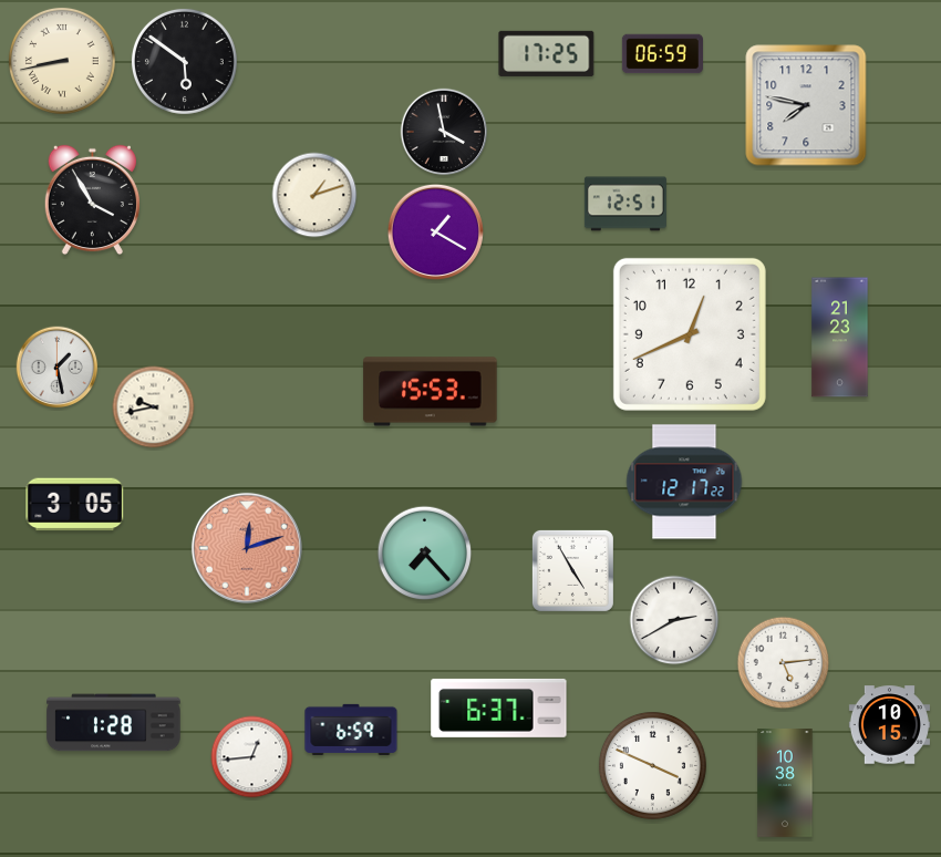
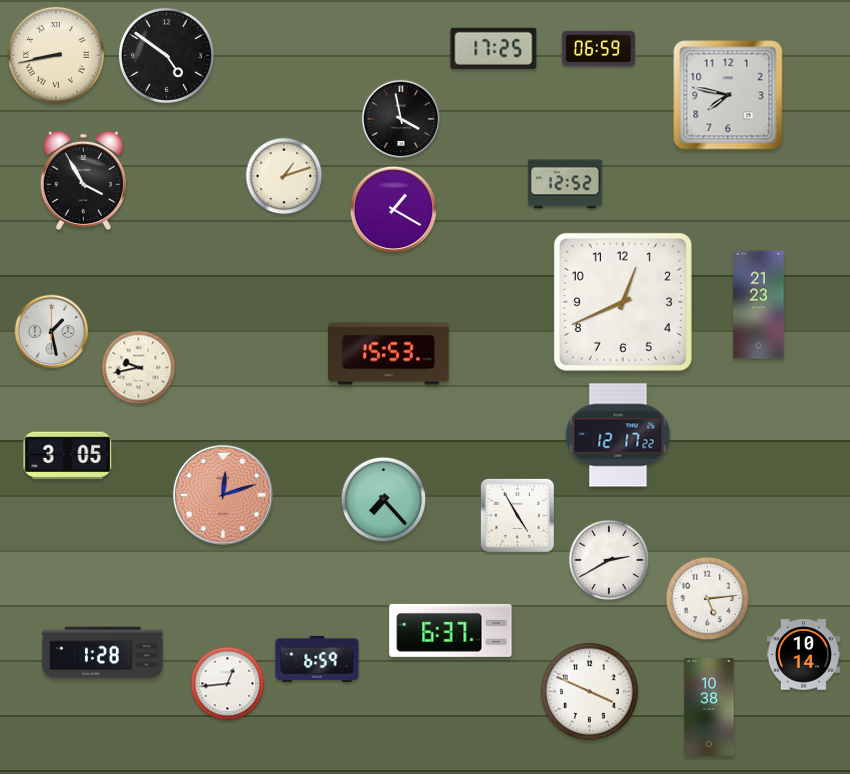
clock at (184, 61): 5:51 -> 4:51
clock at (625, 204): 12:51 -> 12:52
clock at (499, 708) position: (499, 708) -> (451, 630)
clock at (889, 725): 10:15 -> 10:14
